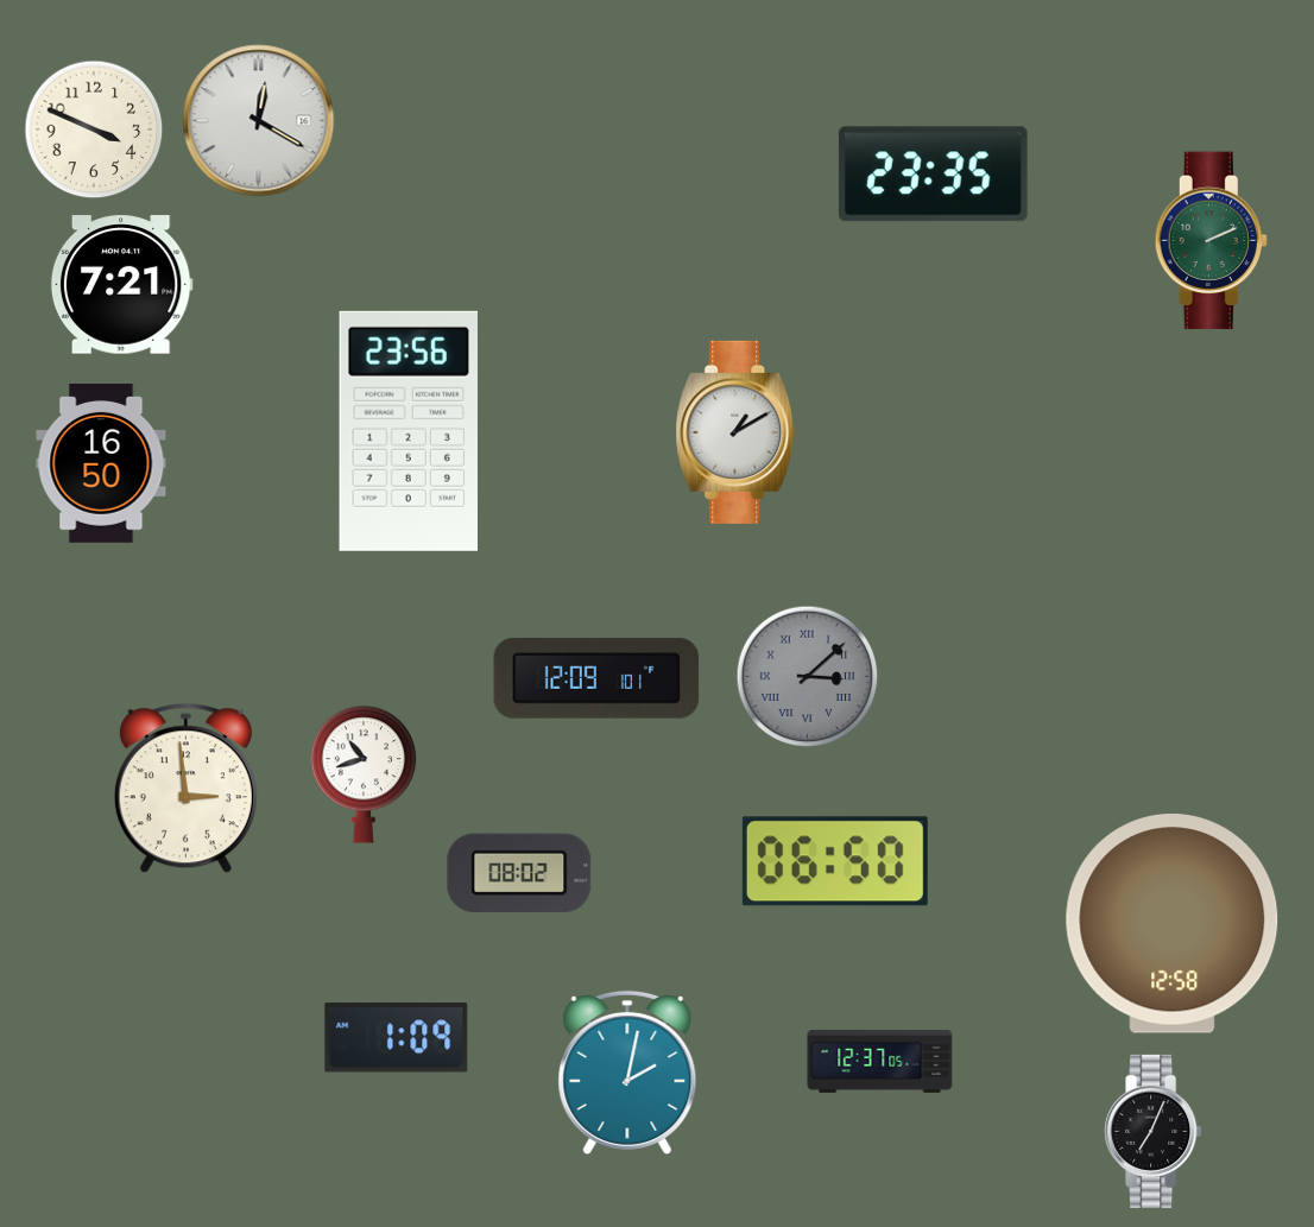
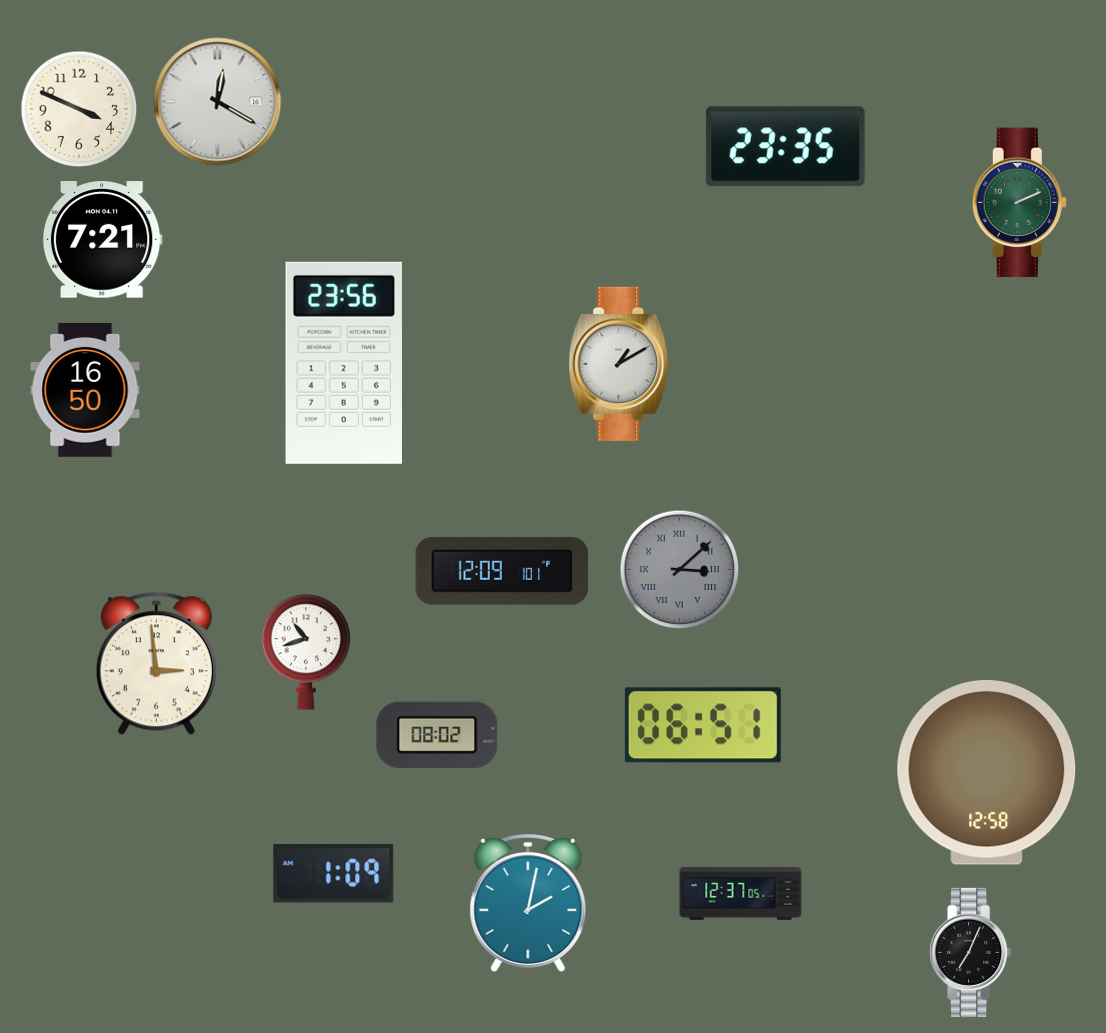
clock at (835, 861): 06:50 -> 06:51
clock at (1173, 924) position: (1173, 924) -> (987, 773)
